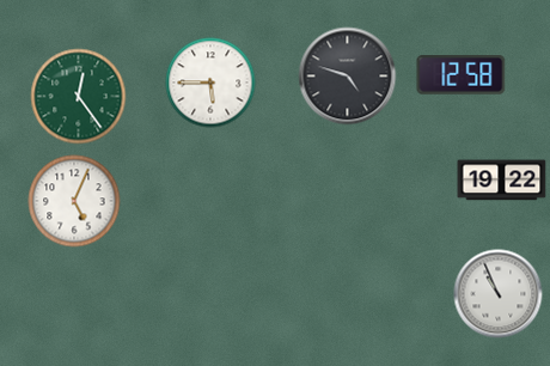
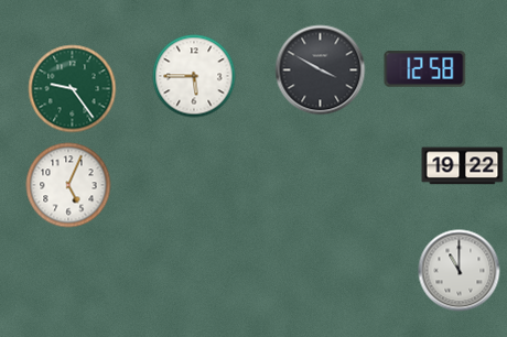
clock at (348, 77): 4:48 -> 3:50
clock at (79, 97): 12:24 -> 9:24
clock at (499, 294): 10:56 -> 11:00
